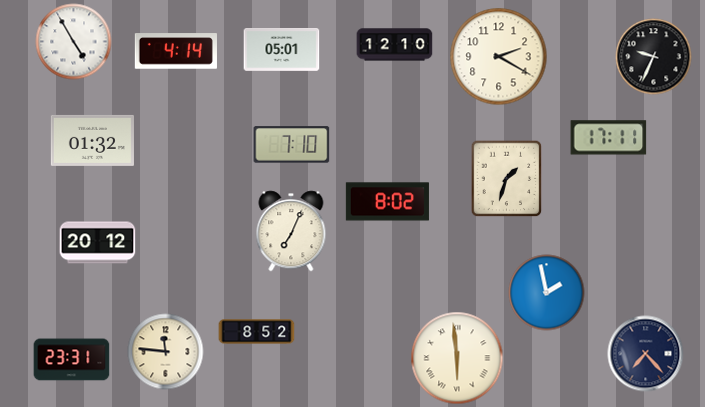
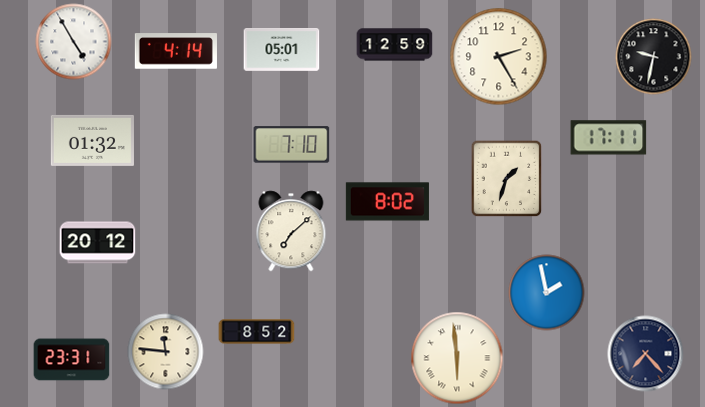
clock at (395, 45): 12:10 -> 12:59
clock at (499, 57): 2:20 -> 2:25
clock at (654, 57): 9:34 -> 9:32
clock at (291, 231): 7:04 -> 7:08
